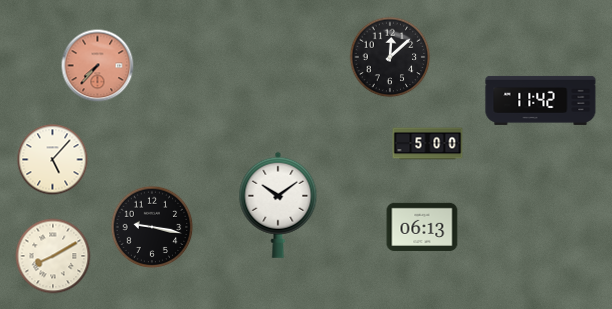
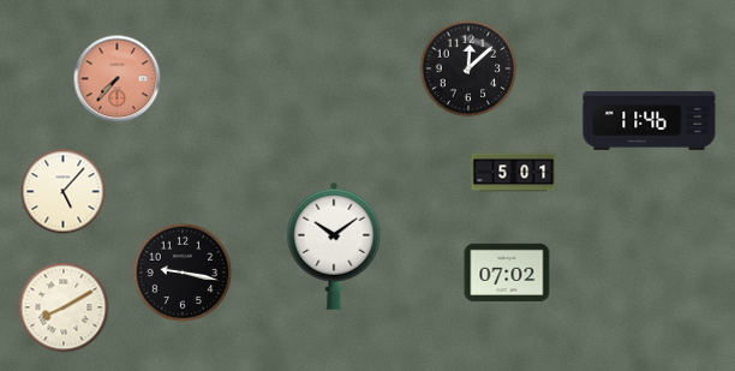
clock at (541, 100): 11:42 -> 11:46
clock at (428, 144): 5:00 -> 5:01
clock at (422, 226): 06:13 -> 07:02
